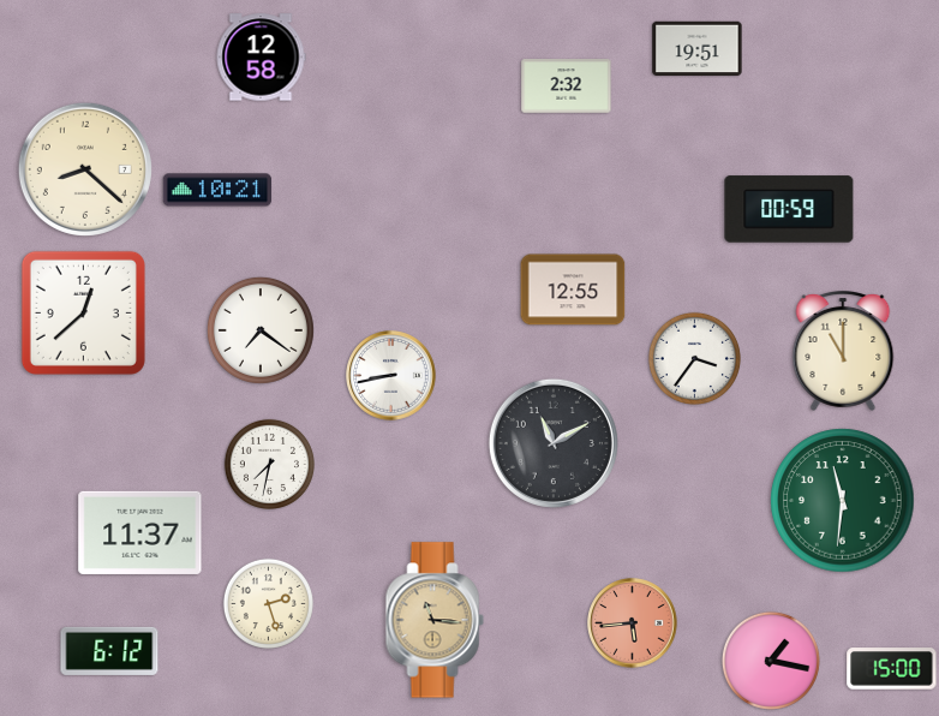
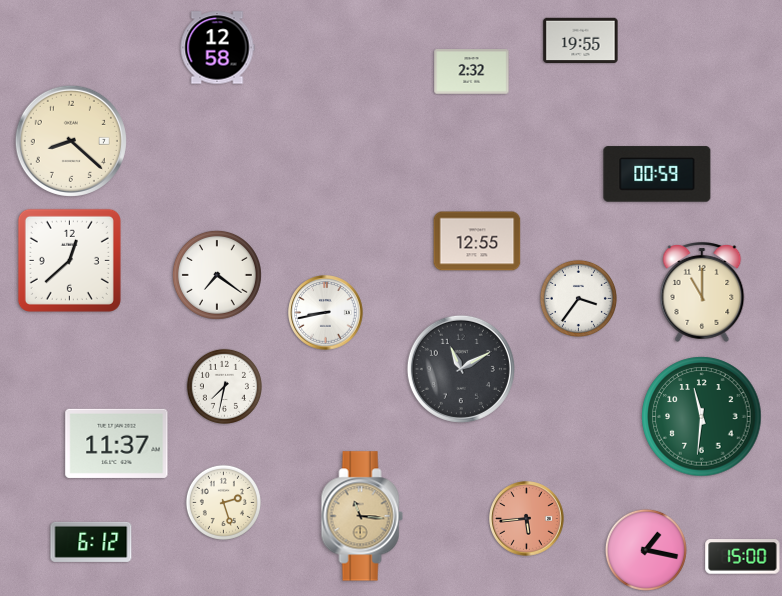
clock at (698, 48): 19:51 -> 19:55
clock at (217, 190): 10:21 -> none
clock at (771, 661) position: (771, 661) -> (646, 550)
